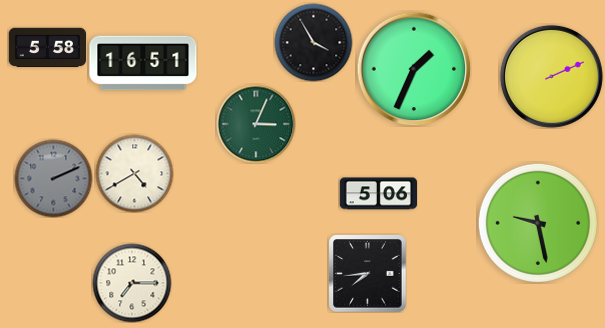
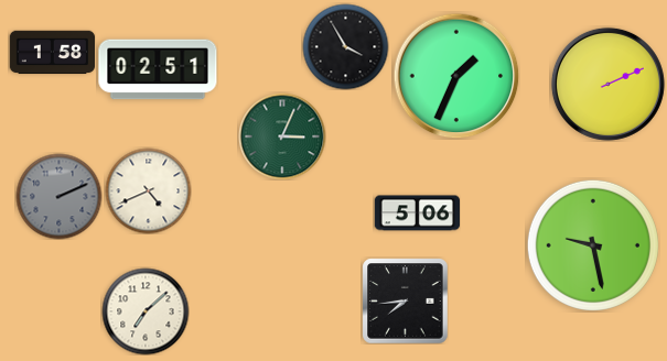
clock at (47, 48): 5:58 -> 1:58
clock at (143, 63): 16:51 -> 02:51
clock at (134, 173): 4:40 -> 4:41
clock at (132, 283): 7:15 -> 7:08
